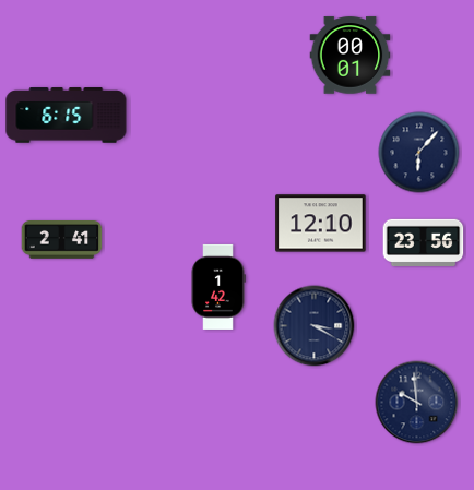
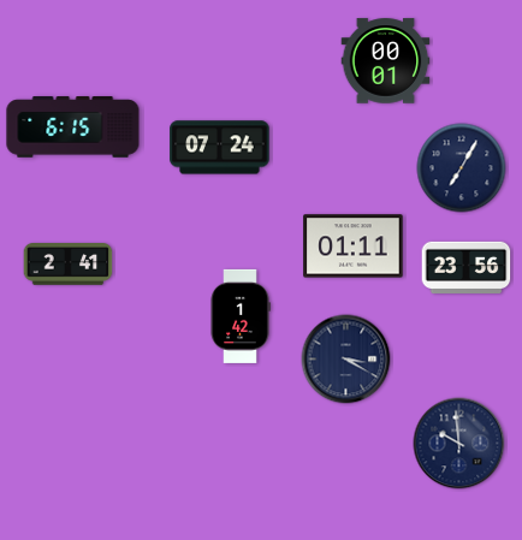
clock at (220, 148): none -> 07:24
clock at (419, 153): 6:07 -> 7:05
clock at (321, 224): 12:10 -> 01:11
